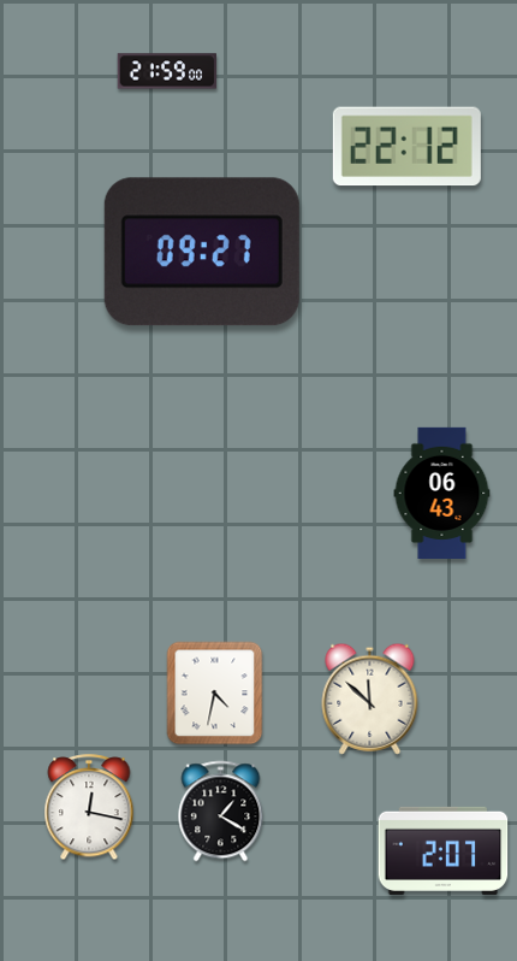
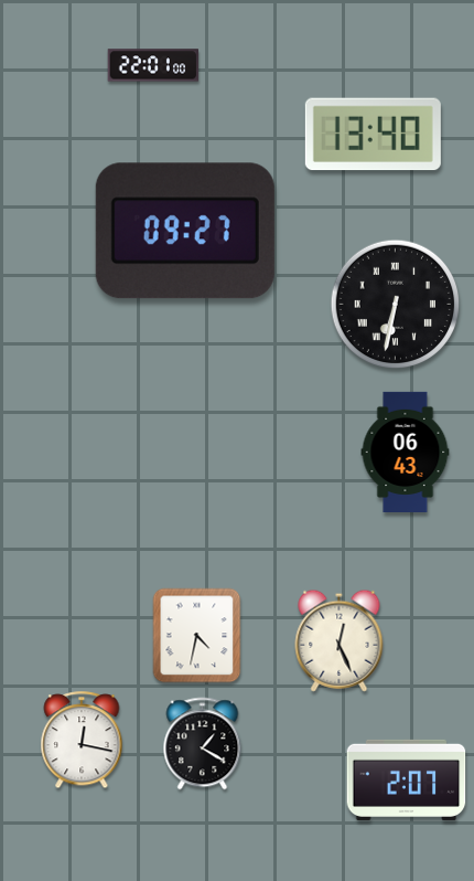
clock at (167, 71): 21:59 -> 22:01
clock at (406, 147): 22:12 -> 13:40
clock at (396, 305): none -> 6:32
clock at (370, 698): 11:52 -> 12:26
